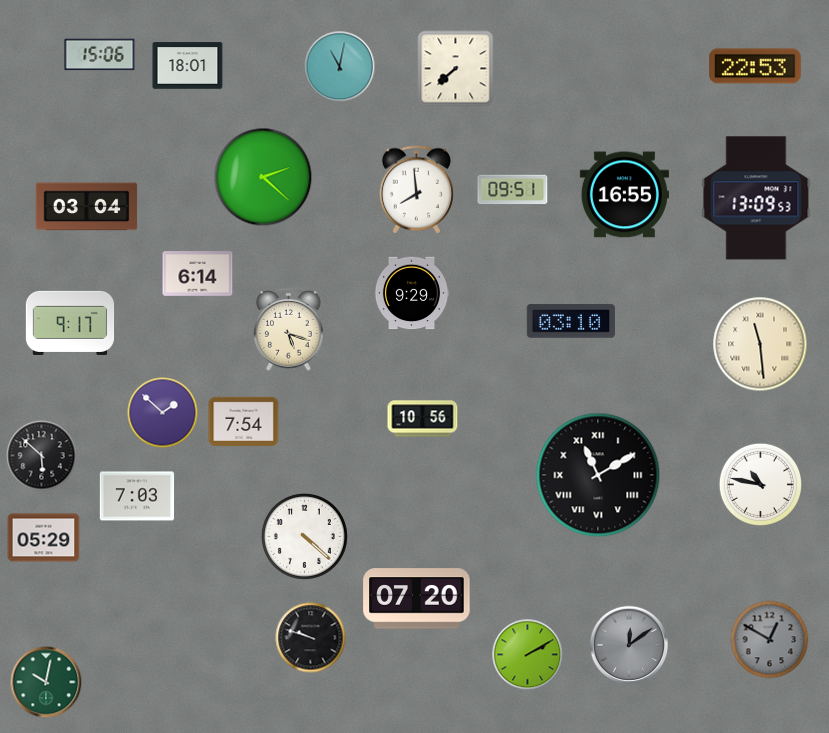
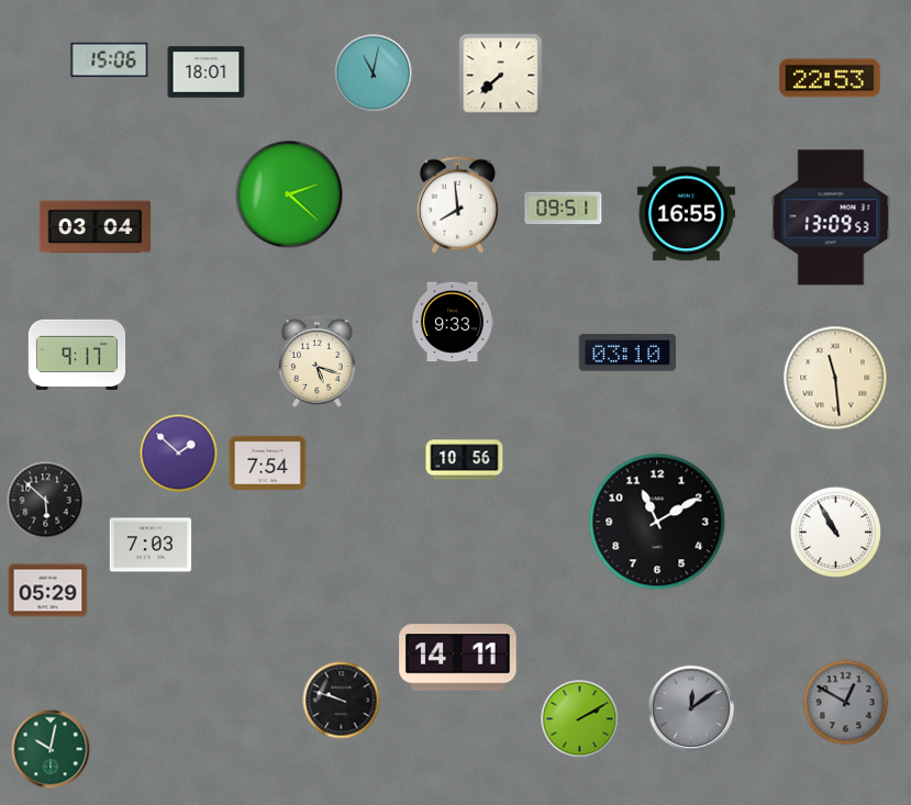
clock at (755, 66) position: (755, 66) -> (830, 78)
clock at (416, 190) position: (416, 190) -> (457, 205)
clock at (198, 274): 6:14 -> none
clock at (412, 293): 9:29 -> 9:33
clock at (598, 475) numerals: Roman -> Arabic
clock at (760, 484): 10:47 -> 10:55
clock at (304, 536): 4:22 -> none
clock at (417, 599): 07:20 -> 14:11
